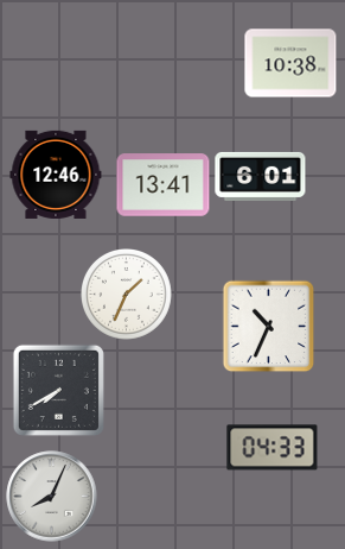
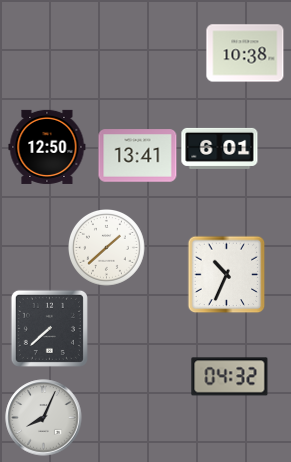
clock at (56, 175): 12:46 -> 12:50
clock at (127, 295): 1:34 -> 1:38
clock at (58, 390): 7:40 -> 7:38
clock at (273, 448): 04:33 -> 04:32
